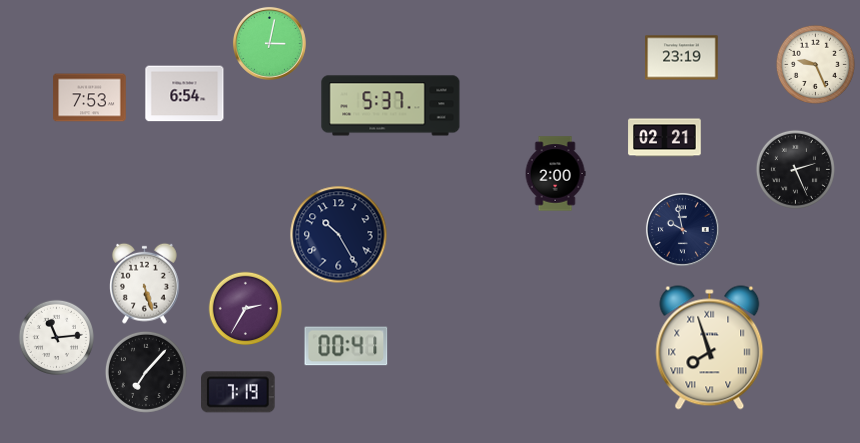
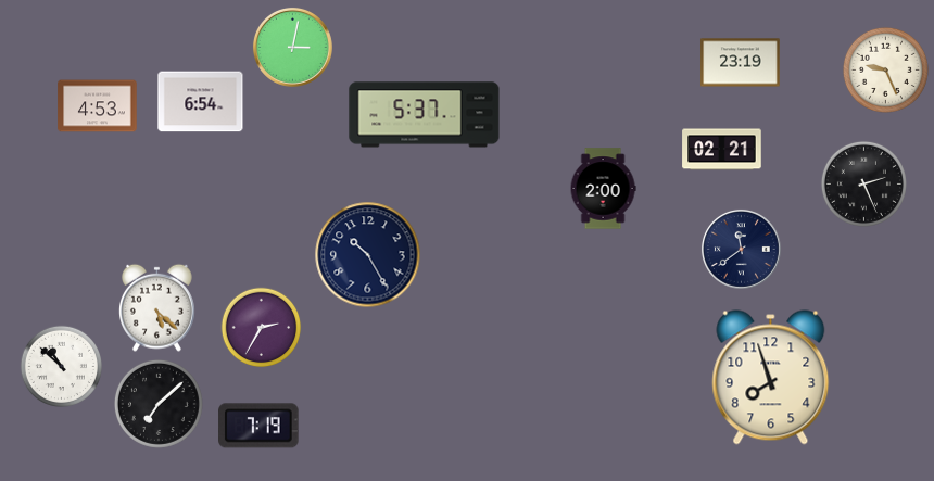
clock at (90, 98): 7:53 -> 4:53
clock at (683, 230): 9:58 -> 11:39
clock at (145, 283): 5:27 -> 5:22
clock at (246, 309) position: (246, 309) -> (262, 328)
clock at (56, 337): 11:14 -> 10:52
clock at (346, 346): 00:41 -> none
clock at (710, 348) numerals: Roman -> Arabic
clock at (146, 372): 7:07 -> 7:08
